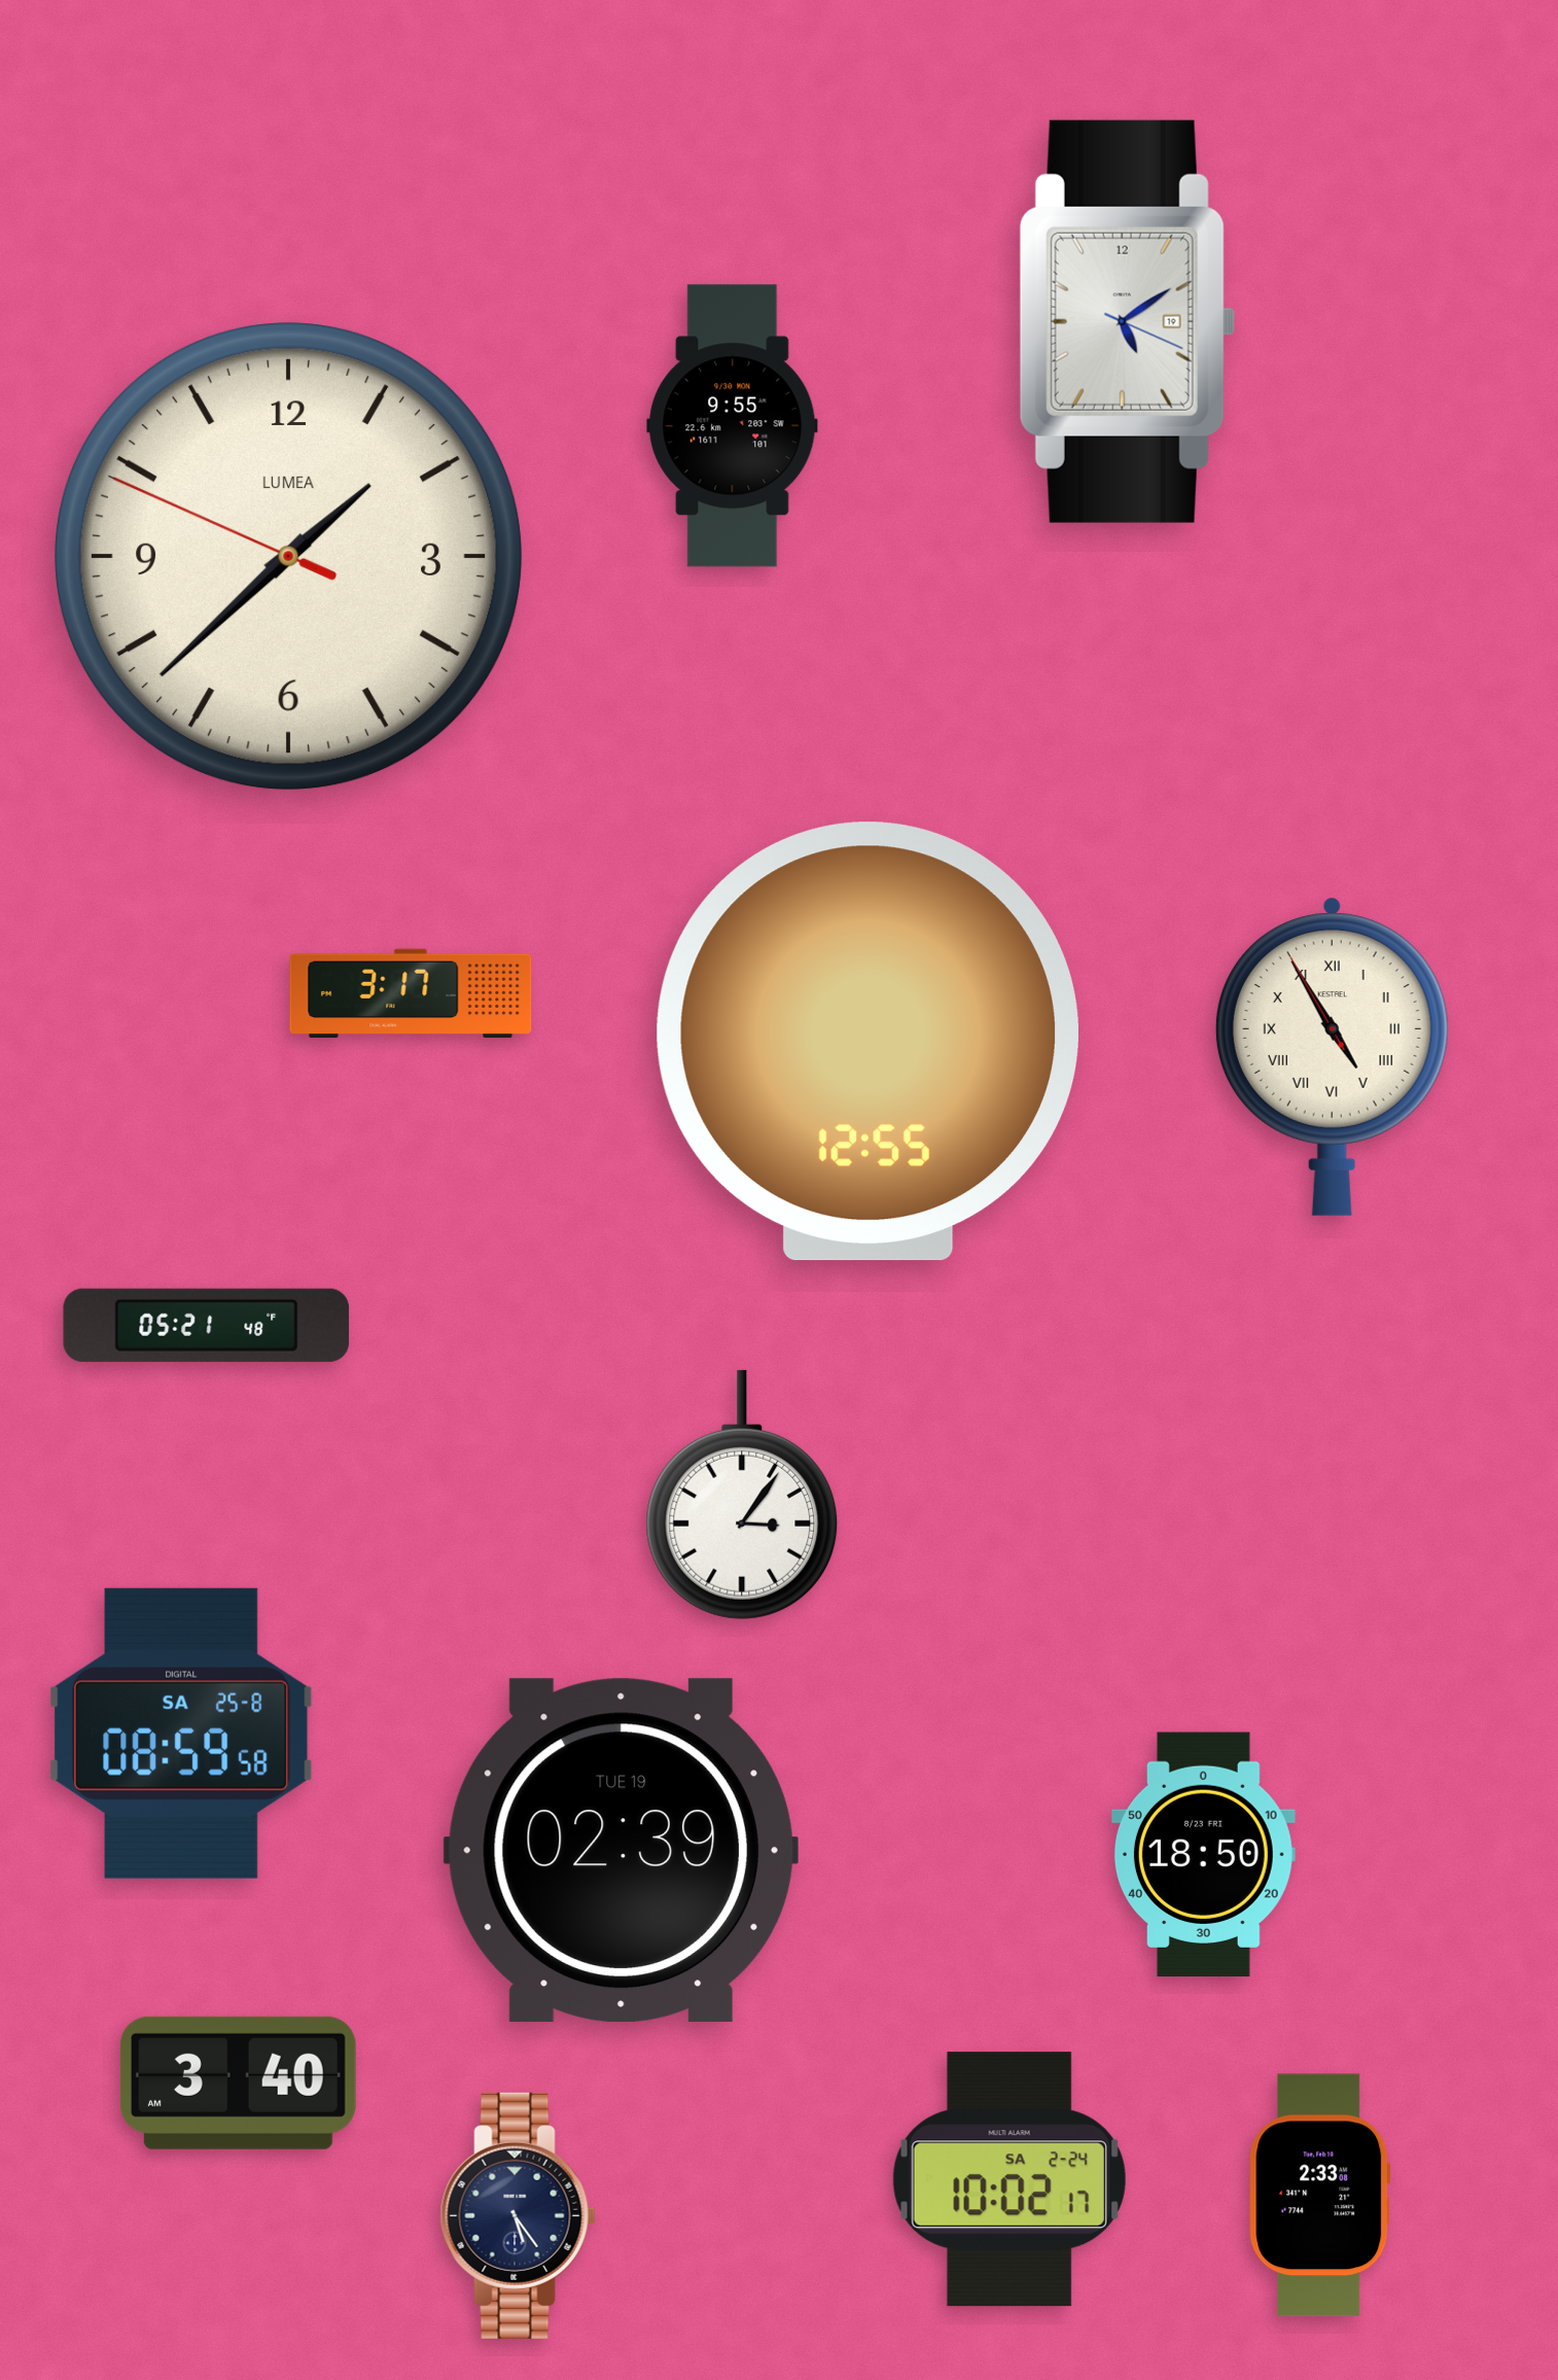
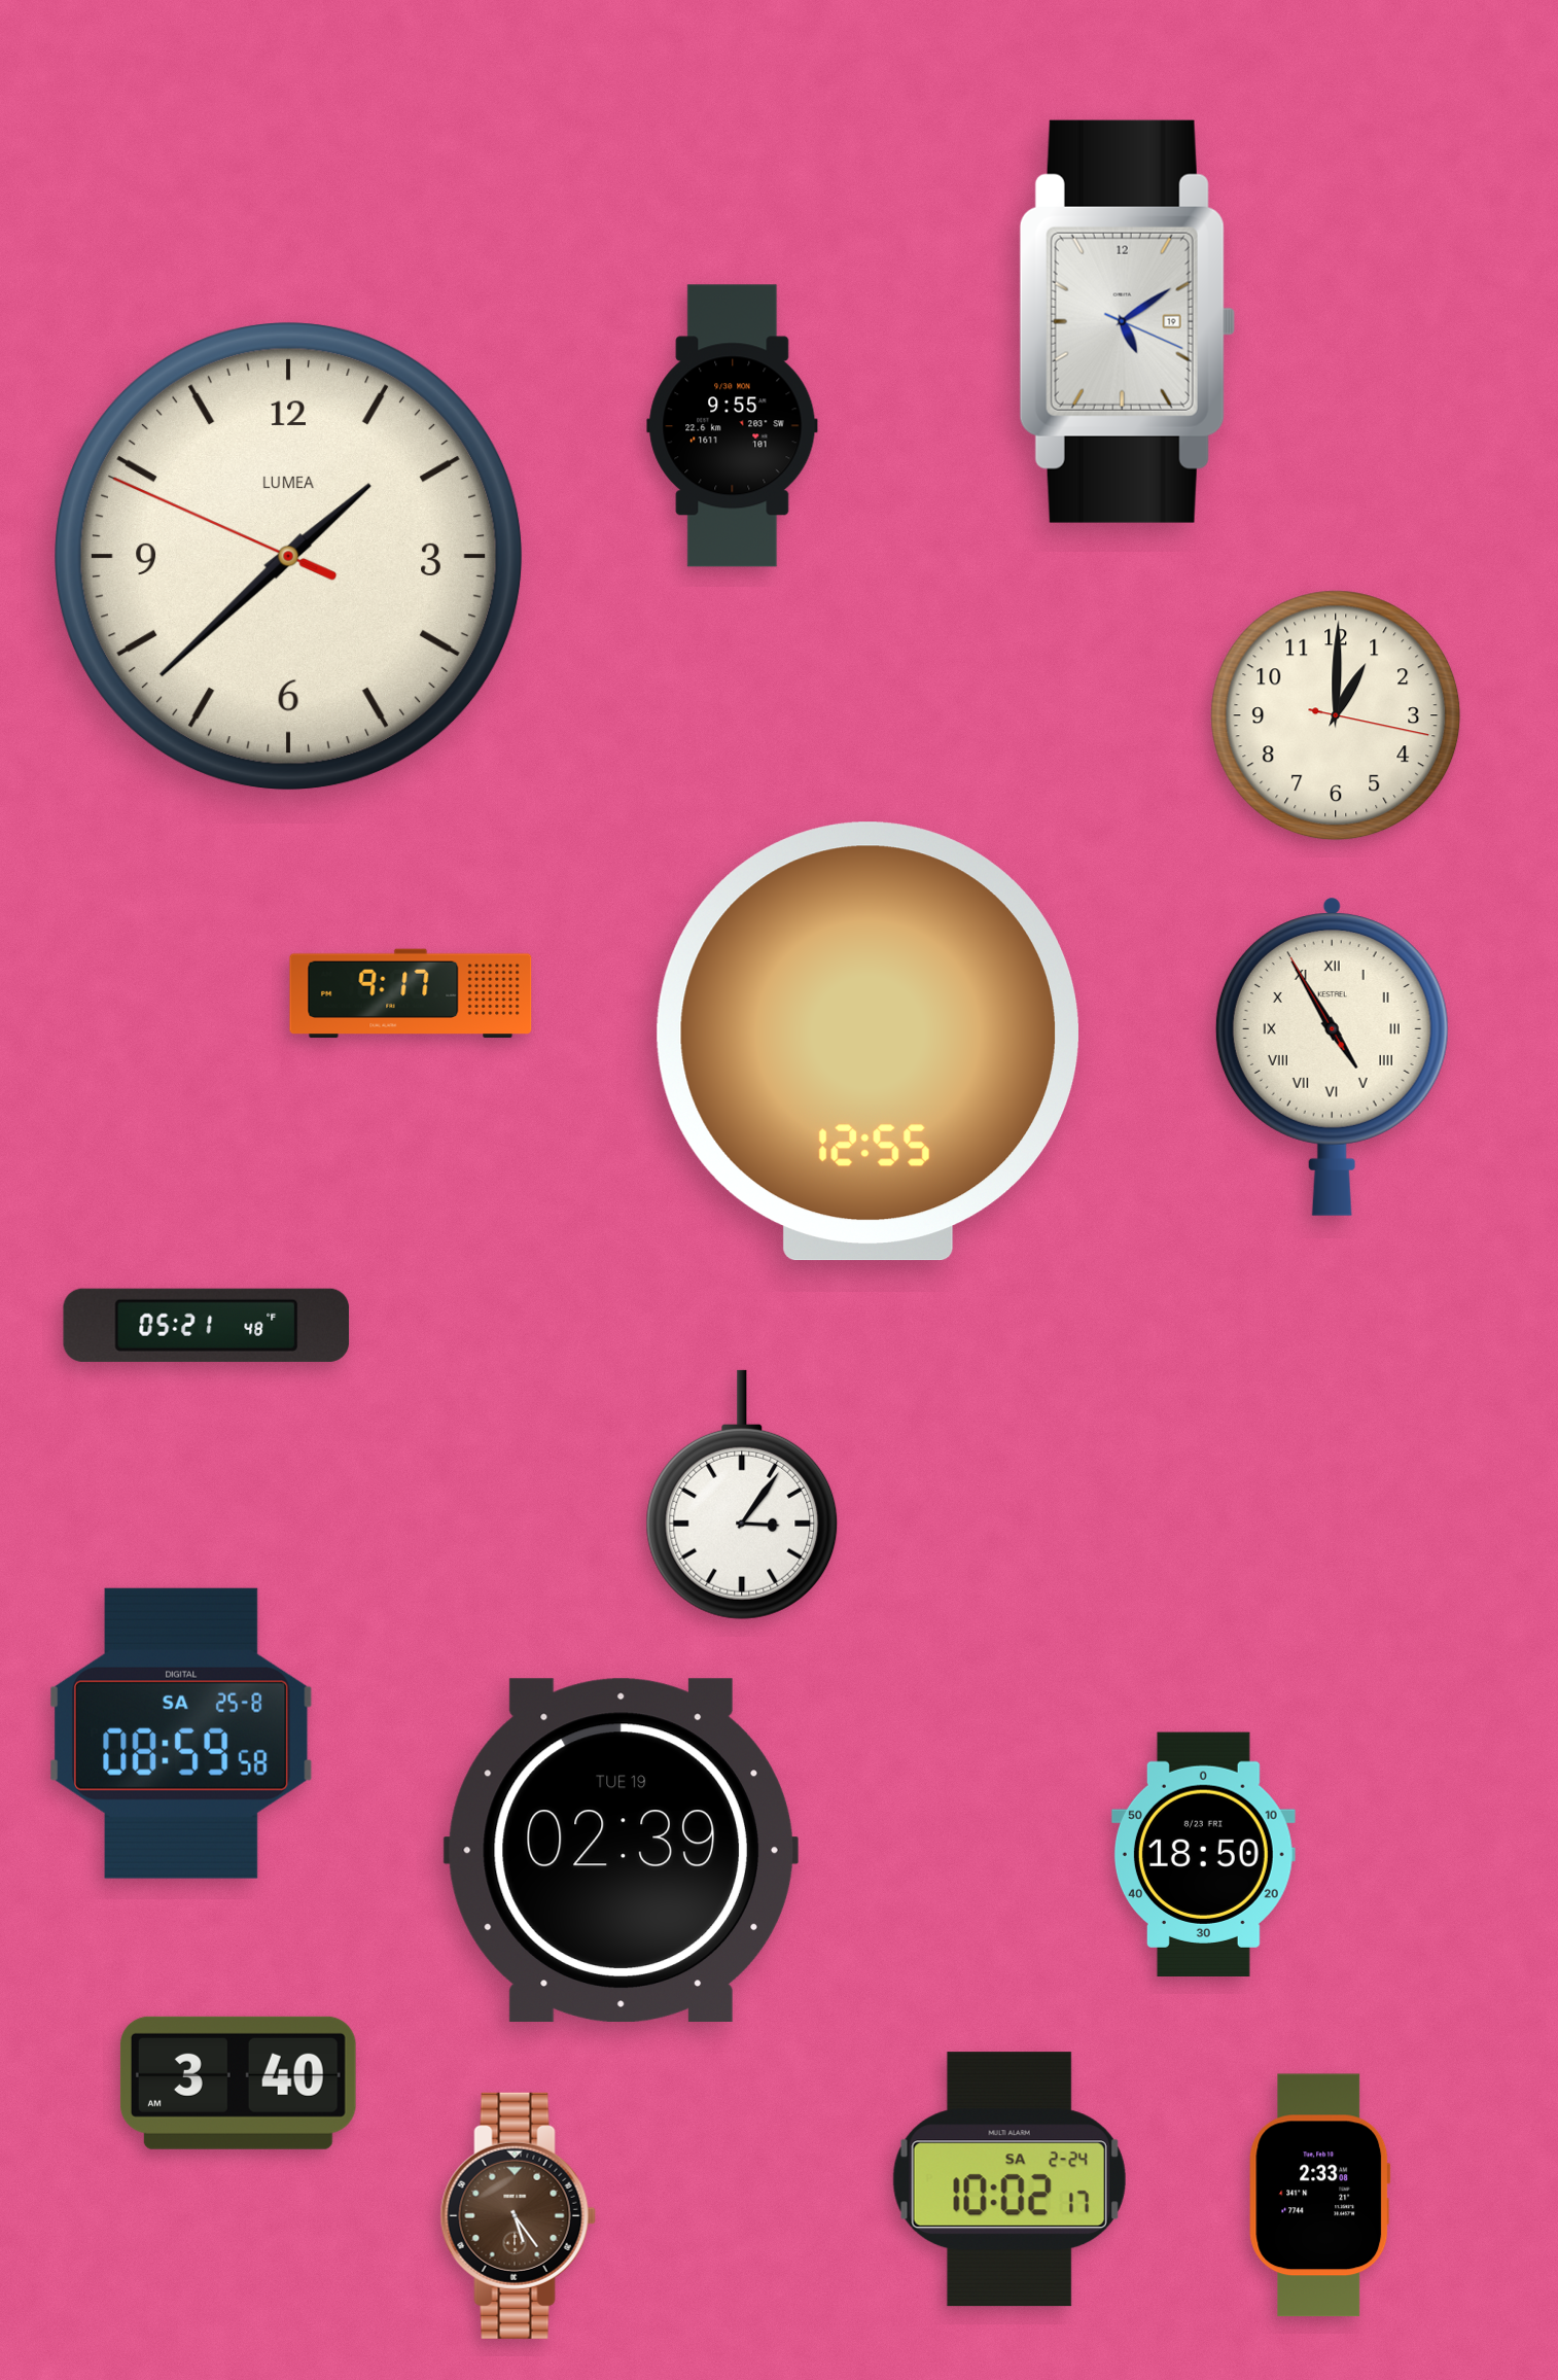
clock at (1336, 715): none -> 1:00
clock at (411, 993): 3:17 -> 9:17
clock at (518, 2215) dial: navy -> brown
